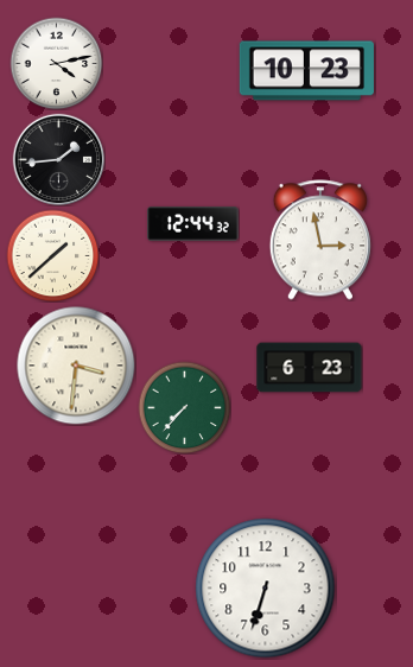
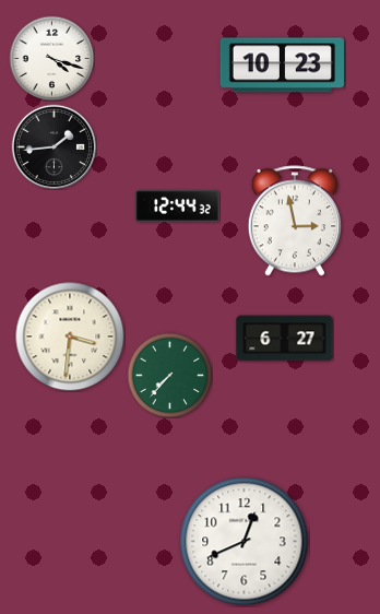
clock at (56, 63): 4:13 -> 4:18
clock at (52, 255): 1:38 -> none
clock at (310, 368): 6:23 -> 6:27
clock at (266, 589): 6:33 -> 12:41
